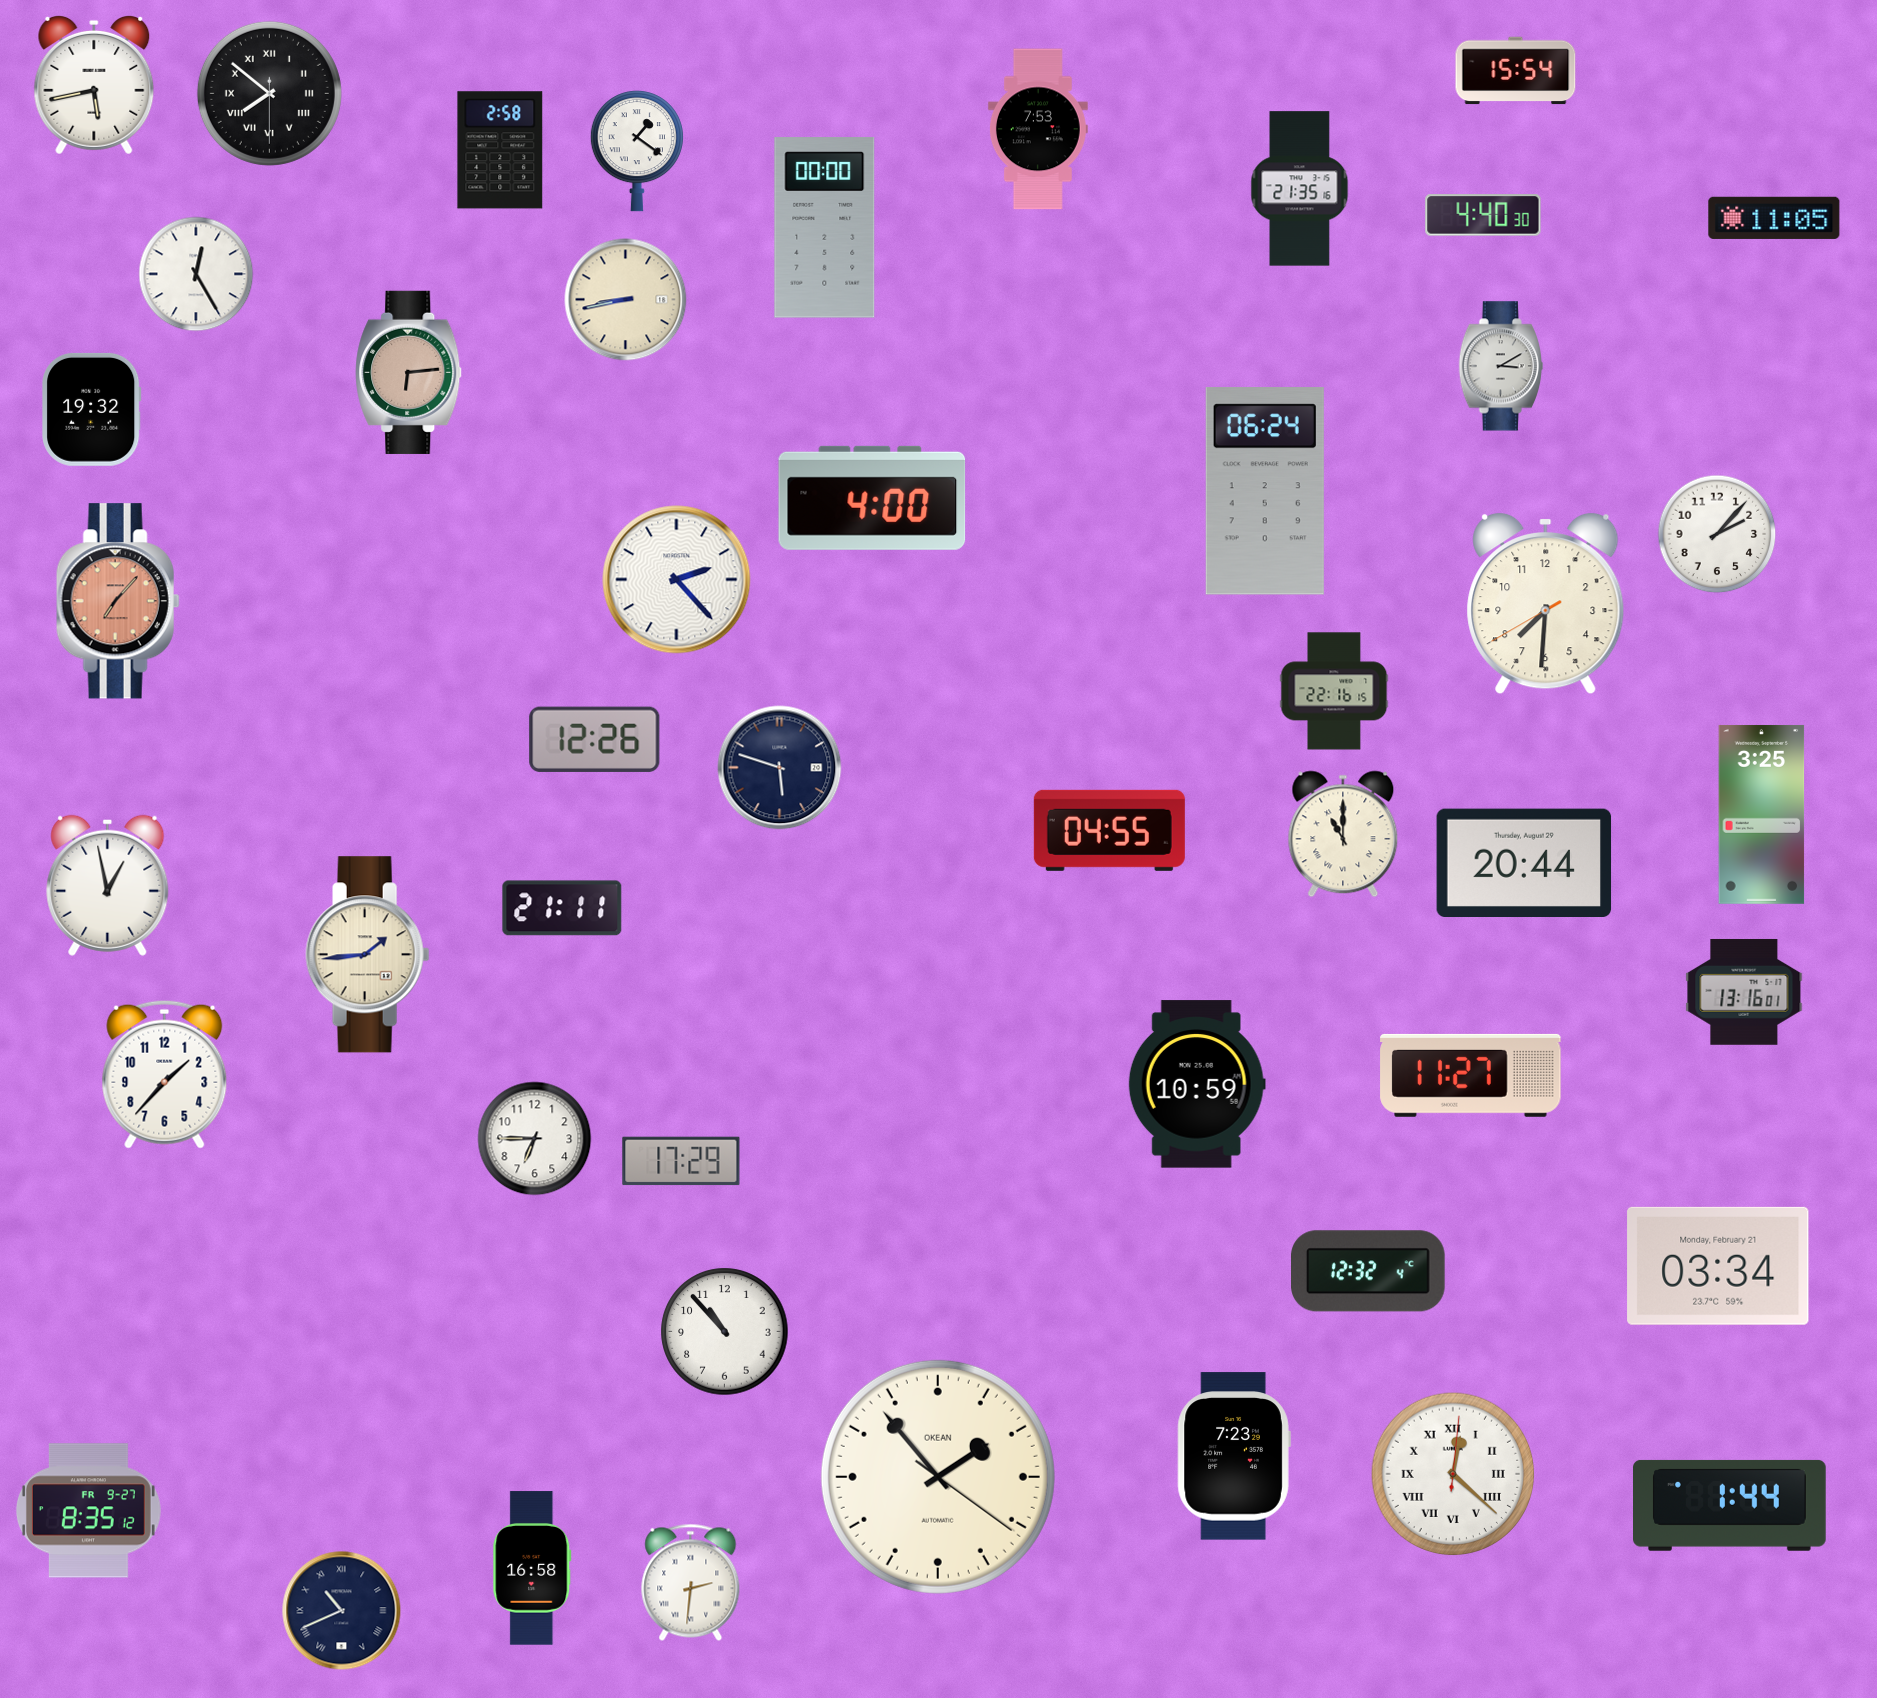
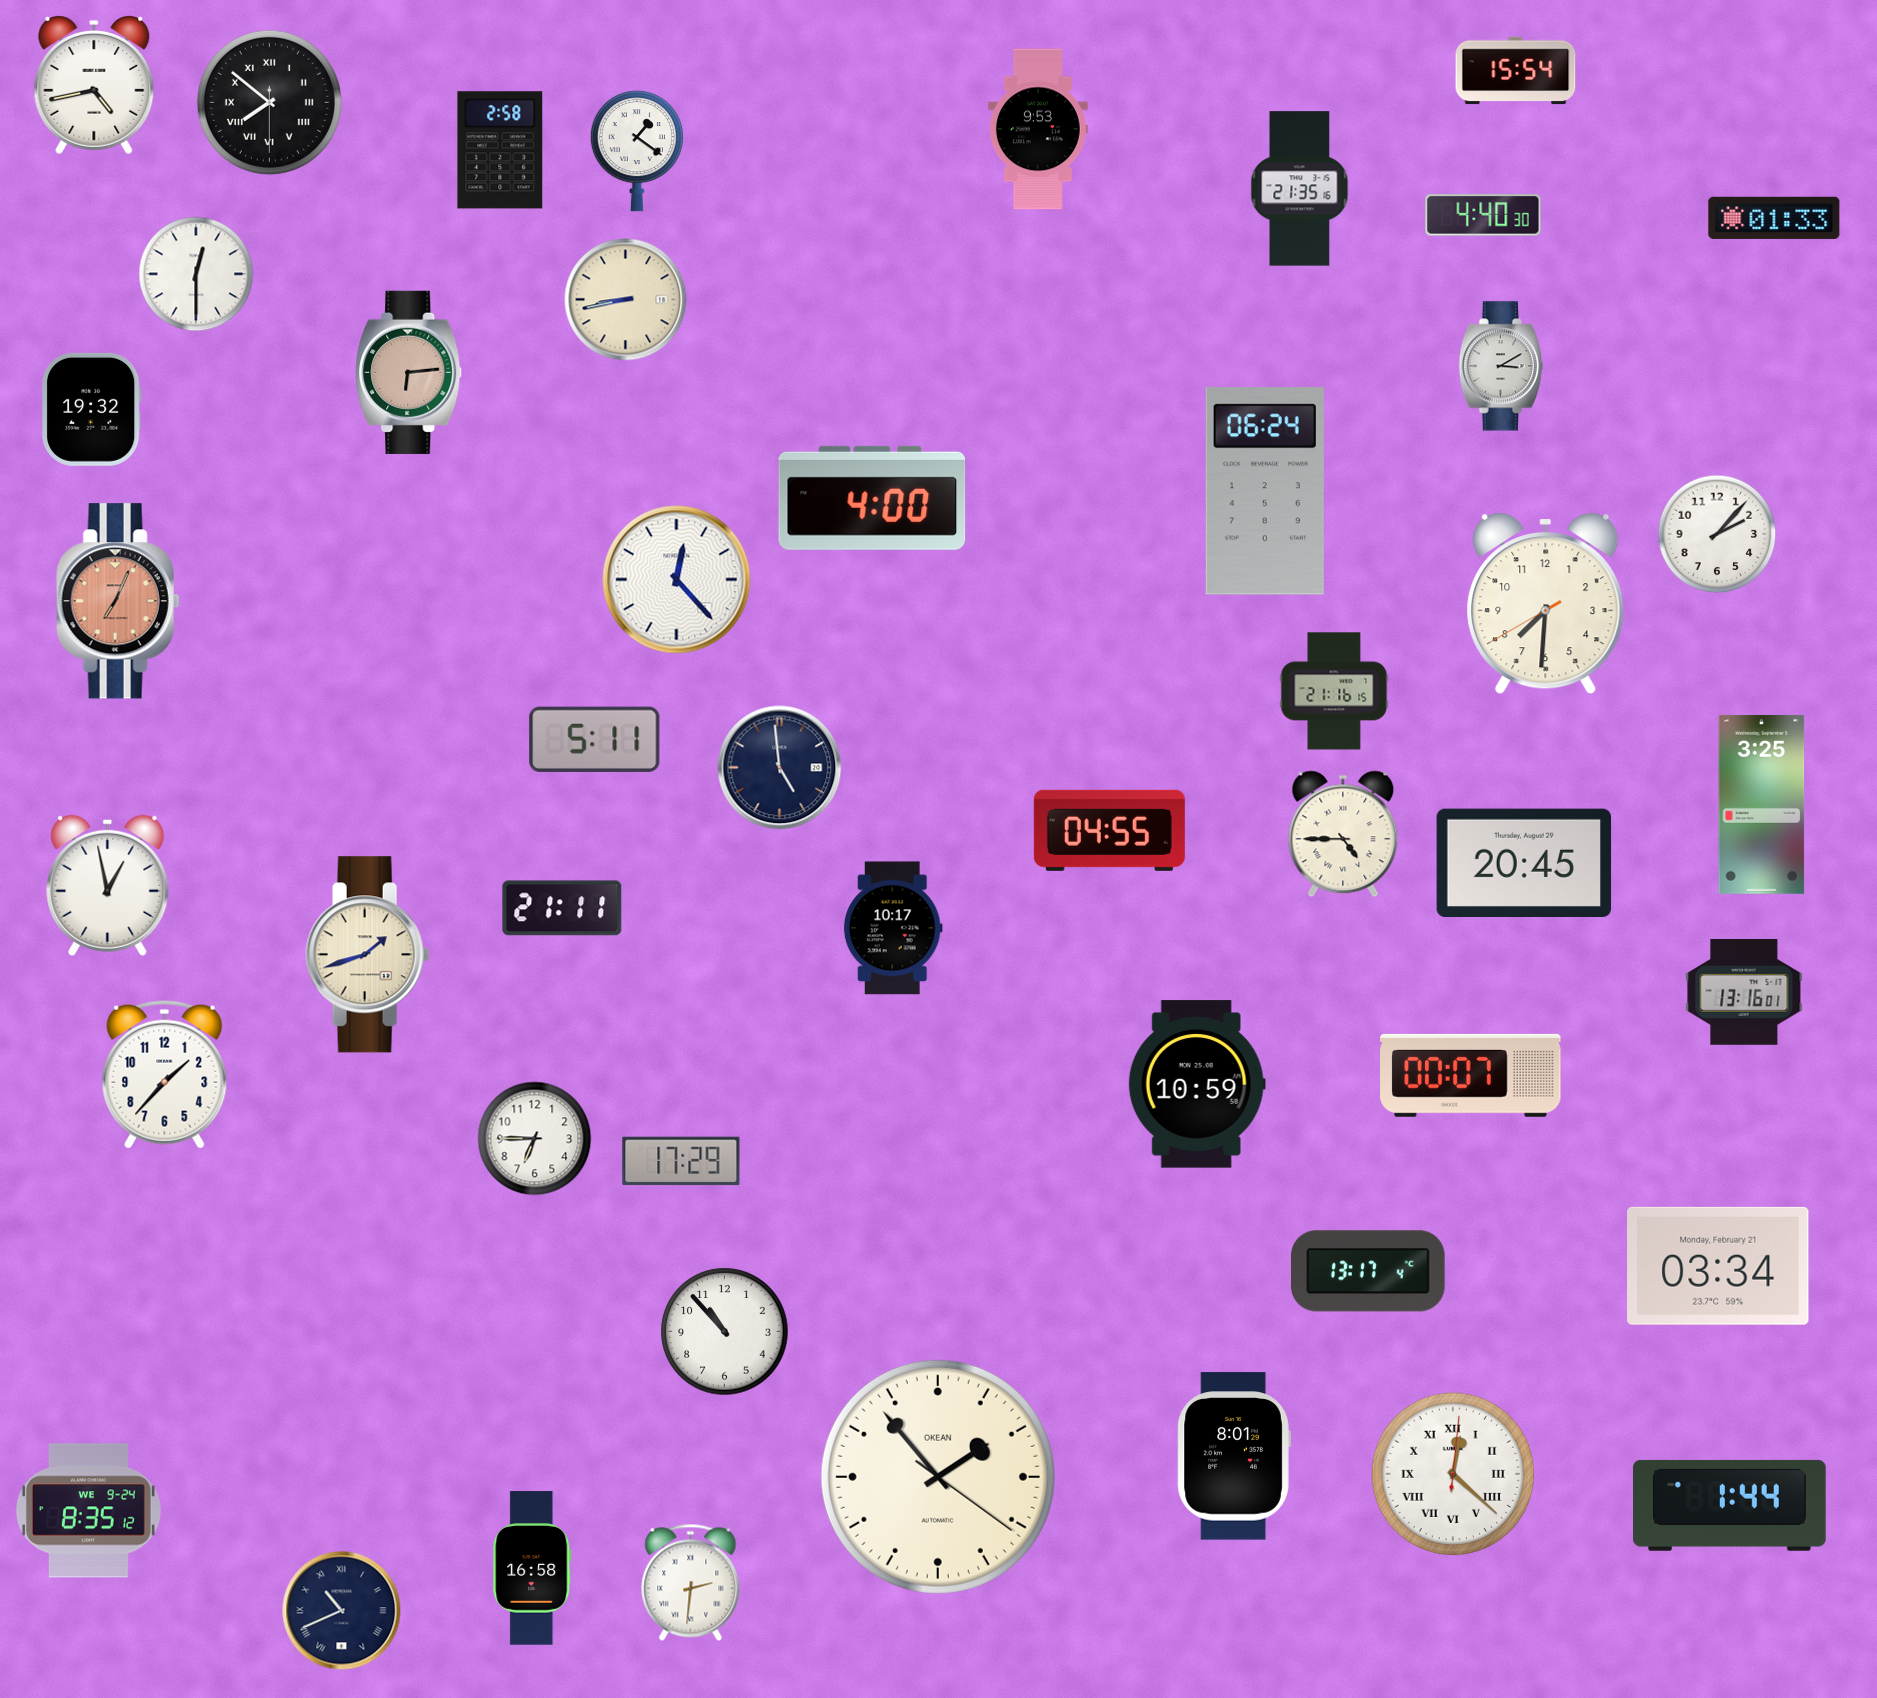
clock at (94, 85): 5:43 -> 4:43
clock at (269, 93) position: (269, 93) -> (269, 102)
clock at (1038, 129): 7:53 -> 9:53
clock at (1774, 218): 11:05 -> 01:33
clock at (825, 228): 00:00 -> none
clock at (196, 274): 12:25 -> 12:30
clock at (677, 580): 2:23 -> 12:23
clock at (118, 601): 7:07 -> 7:04
clock at (1334, 691): 22:16 -> 21:16
clock at (595, 739): 12:26 -> 5:11
clock at (780, 768): 5:48 -> 4:59
clock at (1762, 814) position: (1762, 814) -> (1762, 804)
clock at (1343, 834): 11:00 -> 4:45
clock at (1524, 862): 20:44 -> 20:45
clock at (893, 928): none -> 10:17
clock at (368, 955): 1:44 -> 1:42
clock at (1471, 1075): 11:27 -> 00:07
clock at (1368, 1271): 12:32 -> 13:17
clock at (1234, 1456): 7:23 -> 8:01
clock at (88, 1511) date: FR 9-27 -> WE 9-24
